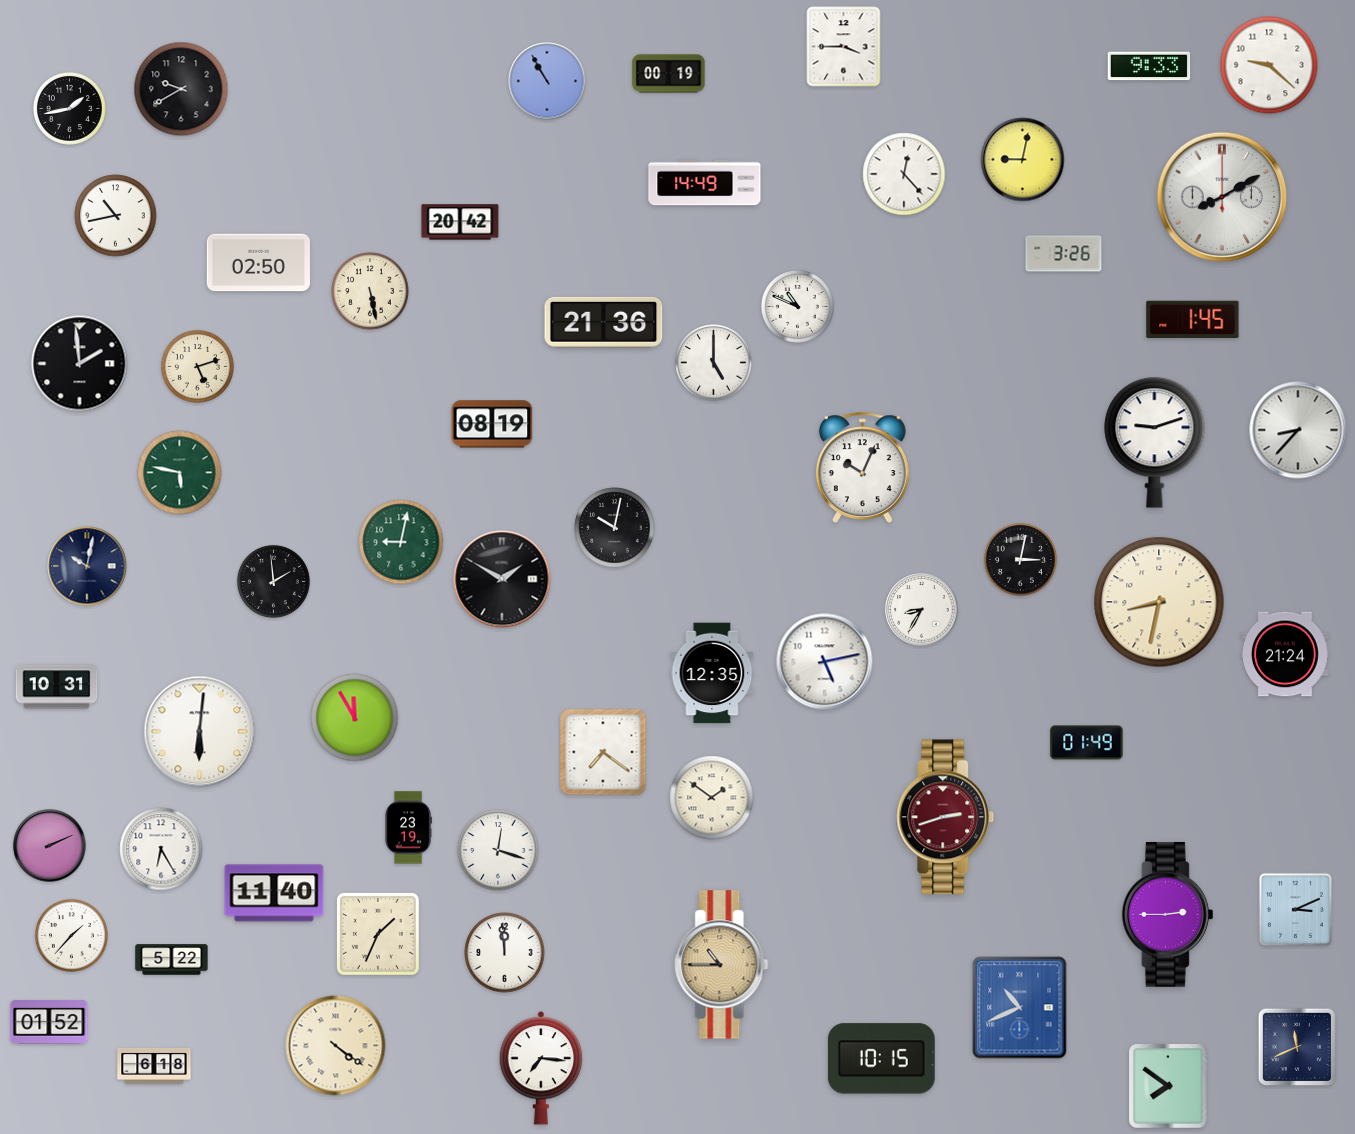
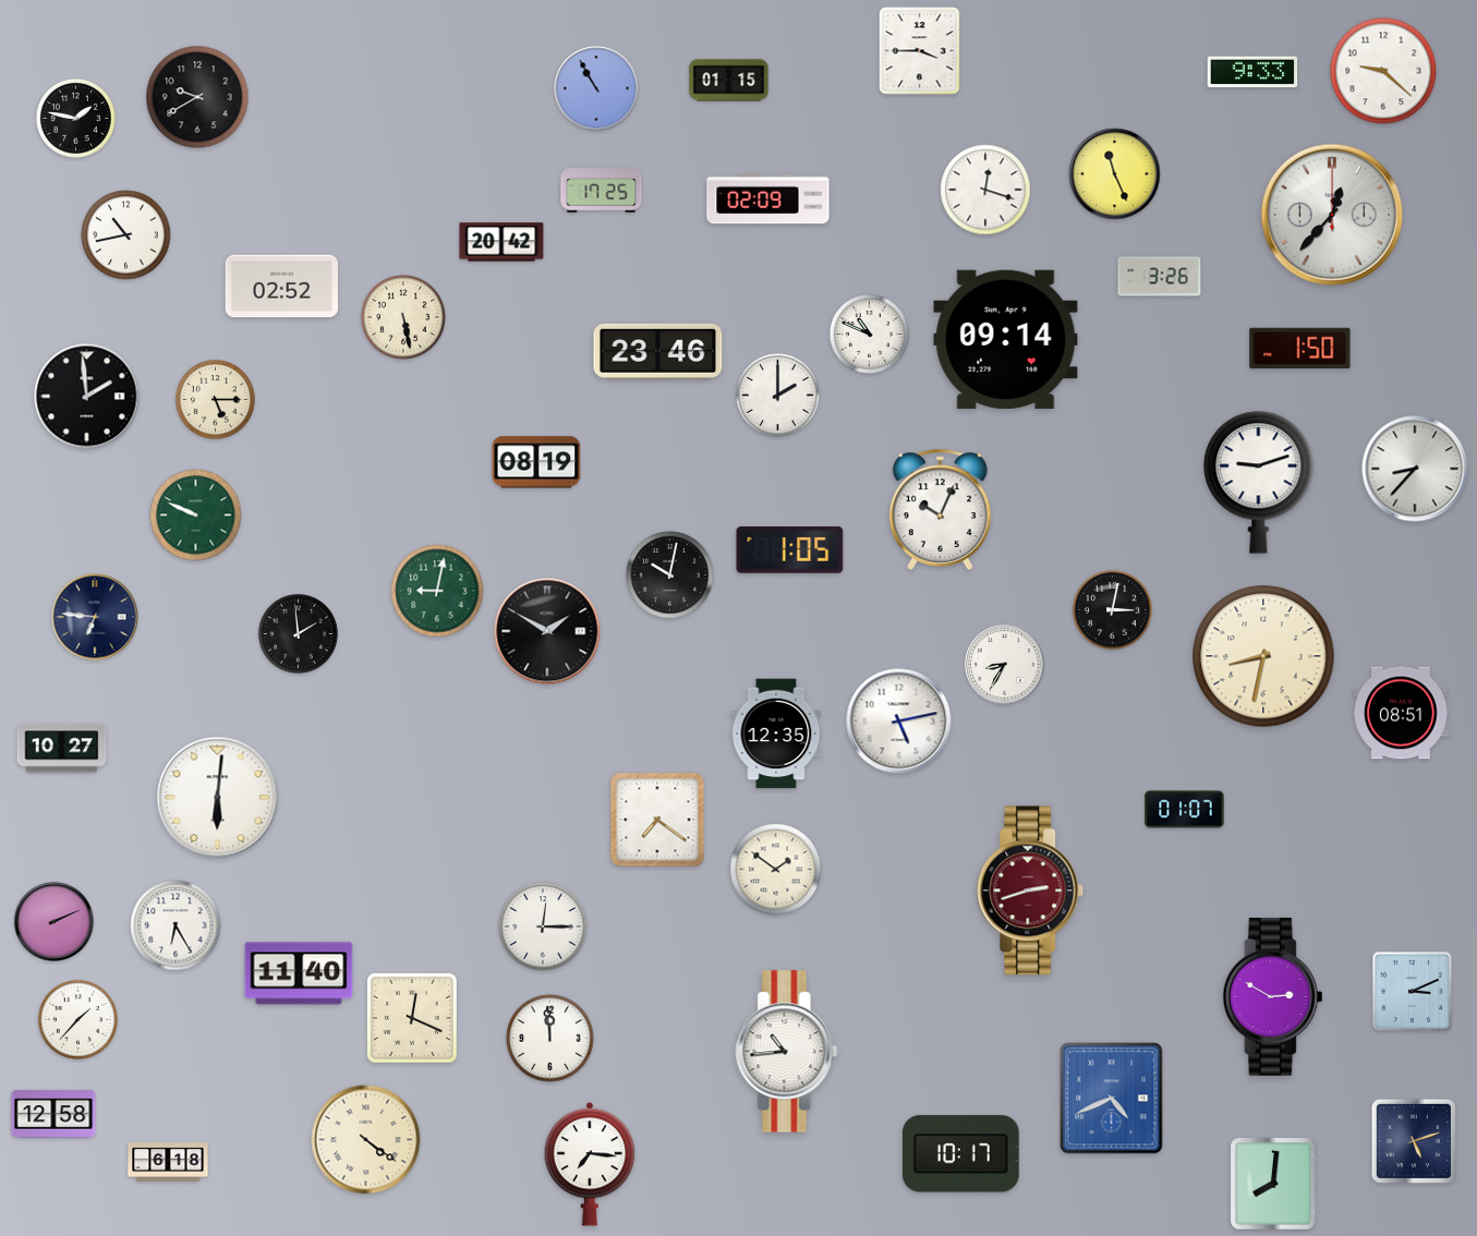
clock at (669, 74): 00:19 -> 01:15
clock at (69, 108): 1:43 -> 1:47
clock at (1023, 160): 9:02 -> 11:26
clock at (904, 174): 12:23 -> 12:18
clock at (602, 191): none -> 17:25
clock at (705, 183): 14:49 -> 02:09
clock at (1222, 197): 8:10 -> 12:37
clock at (258, 263): 02:50 -> 02:52
clock at (1006, 339): none -> 09:14
clock at (1193, 320): 1:45 -> 1:50
clock at (604, 322): 21:36 -> 23:46
clock at (714, 363): 5:00 -> 2:00
clock at (197, 366): 5:12 -> 5:15
clock at (180, 473): 5:47 -> 9:49
clock at (790, 550): none -> 1:05
clock at (87, 566): 10:02 -> 6:46
clock at (1286, 654): 21:24 -> 08:51
clock at (57, 687): 10:31 -> 10:27
clock at (355, 718): 11:55 -> none
clock at (1087, 743): 01:49 -> 01:07
clock at (408, 828): 23:19 -> none
clock at (498, 850): 12:18 -> 12:15
clock at (1167, 914): 2:45 -> 2:50
clock at (378, 934): 1:34 -> 12:19
clock at (172, 960): 5:22 -> none
clock at (722, 965): 10:45 -> 10:44
clock at (722, 965) dial: champagne -> white
clock at (1020, 1008): 10:41 -> 4:41
clock at (49, 1022): 01:52 -> 12:58
clock at (1297, 1047): 11:41 -> 5:12
clock at (881, 1059): 10:15 -> 10:17
clock at (1168, 1086): 7:51 -> 8:01
